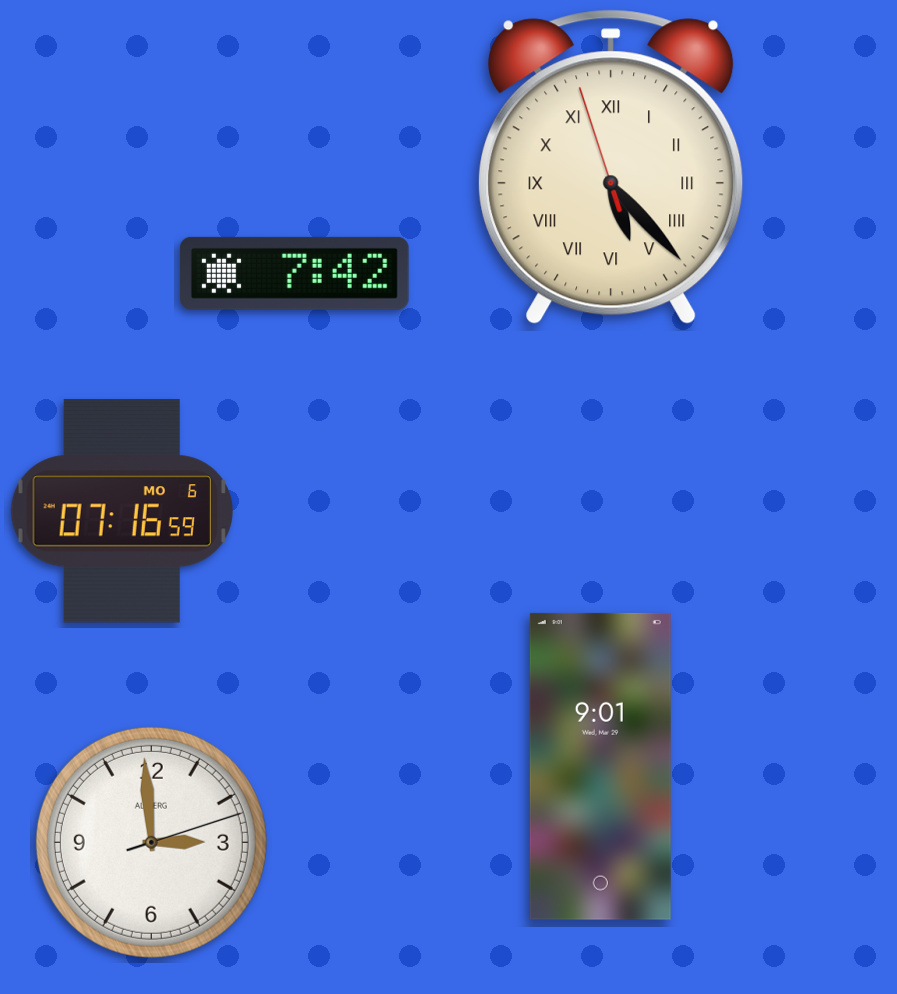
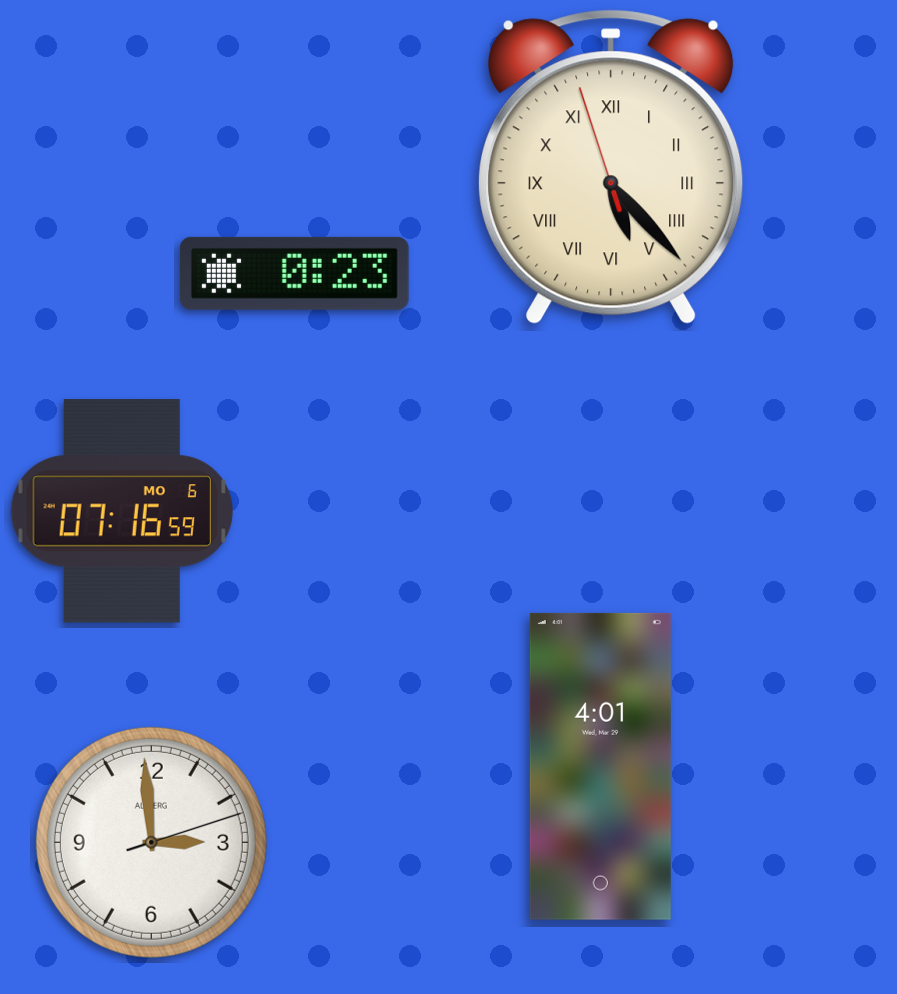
clock at (294, 273): 7:42 -> 0:23
clock at (600, 766): 9:01 -> 4:01
